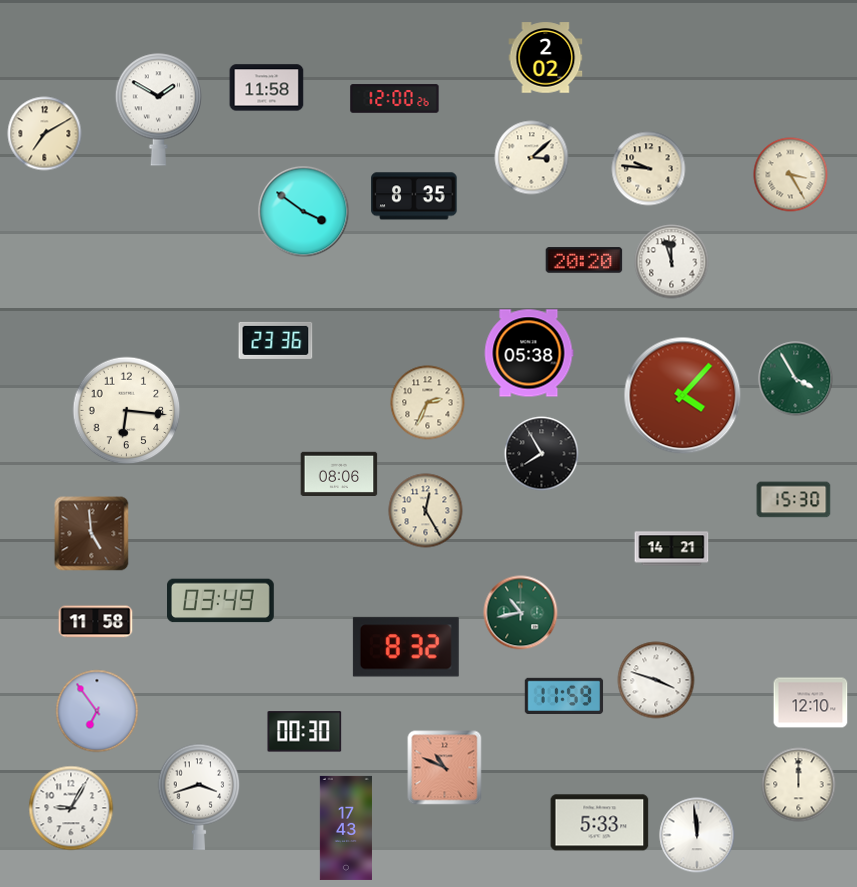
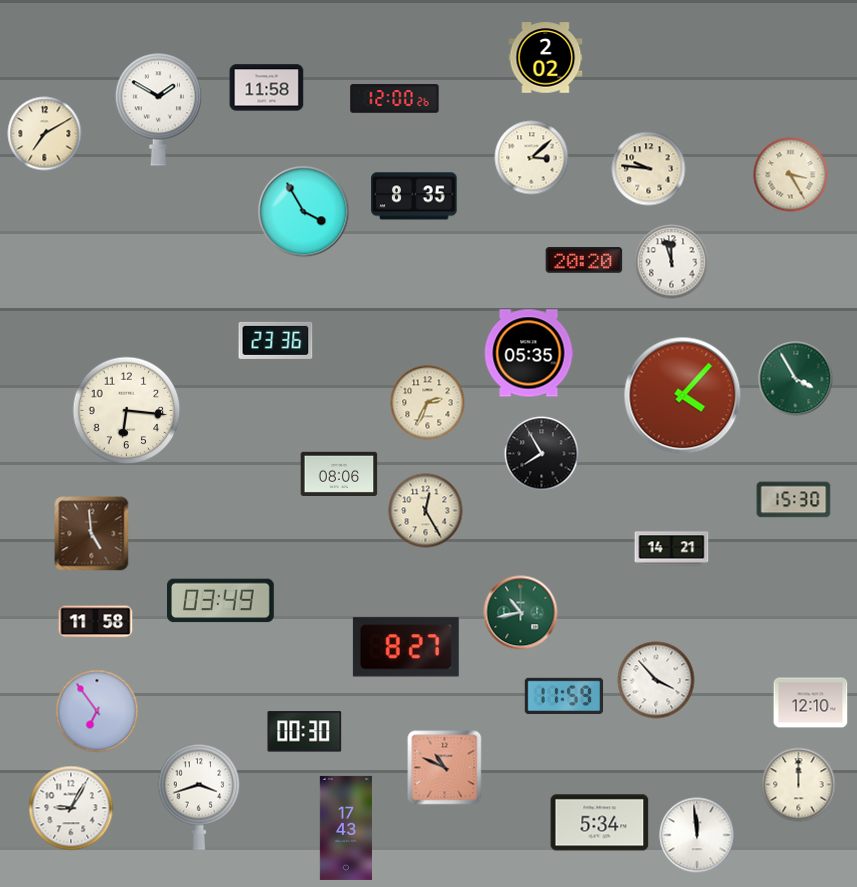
clock at (304, 212): 3:51 -> 3:55
clock at (529, 353): 05:38 -> 05:35
clock at (406, 647): 8:32 -> 8:27
clock at (656, 680): 3:48 -> 3:53
clock at (600, 823): 5:33 -> 5:34
